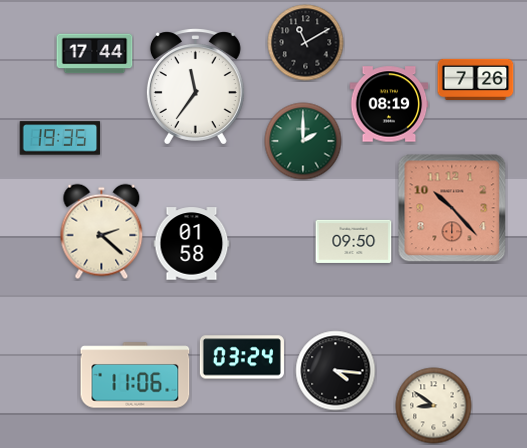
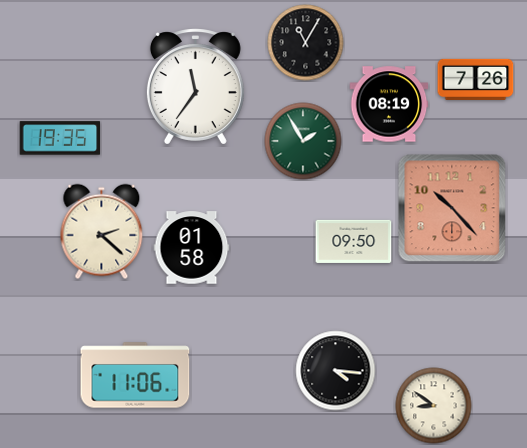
clock at (306, 43): 11:10 -> 11:05
clock at (95, 54): 17:44 -> none
clock at (303, 141): 2:00 -> 1:55
clock at (192, 244) position: (192, 244) -> (192, 248)
clock at (242, 357): 03:24 -> none
